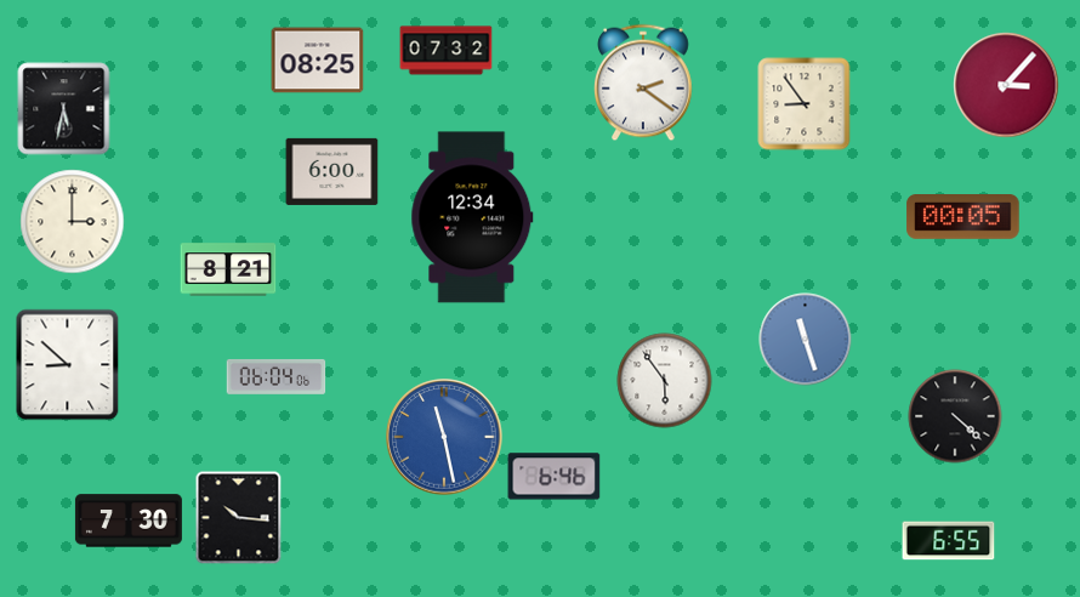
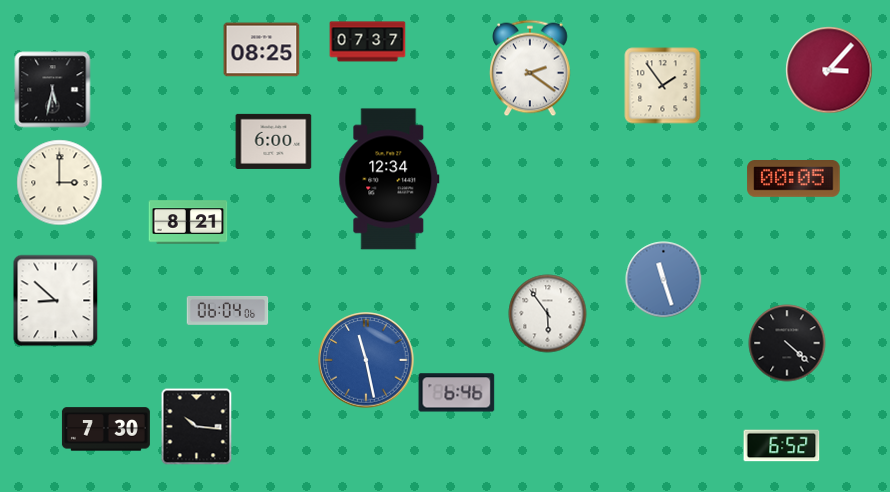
clock at (447, 51): 07:32 -> 07:37
clock at (805, 104): 8:54 -> 1:54
clock at (949, 541): 6:55 -> 6:52
